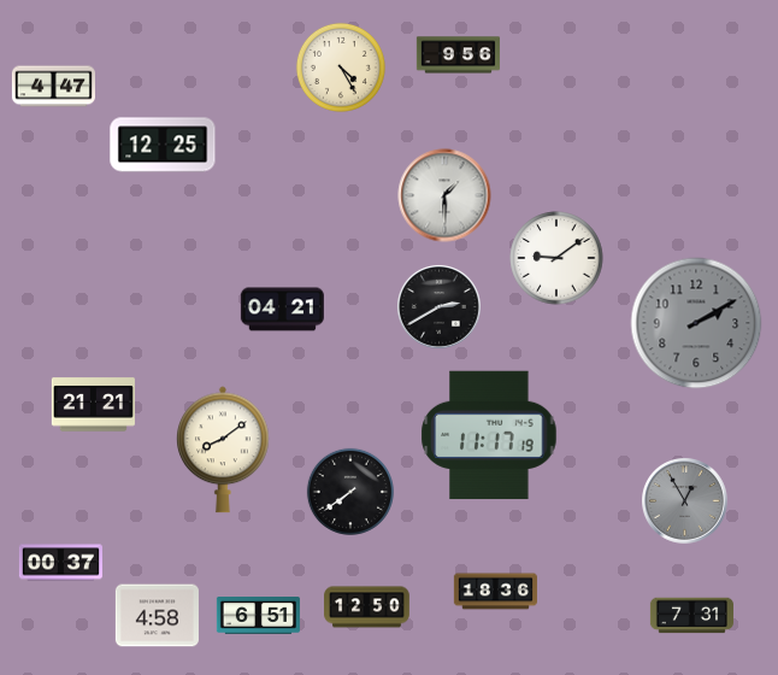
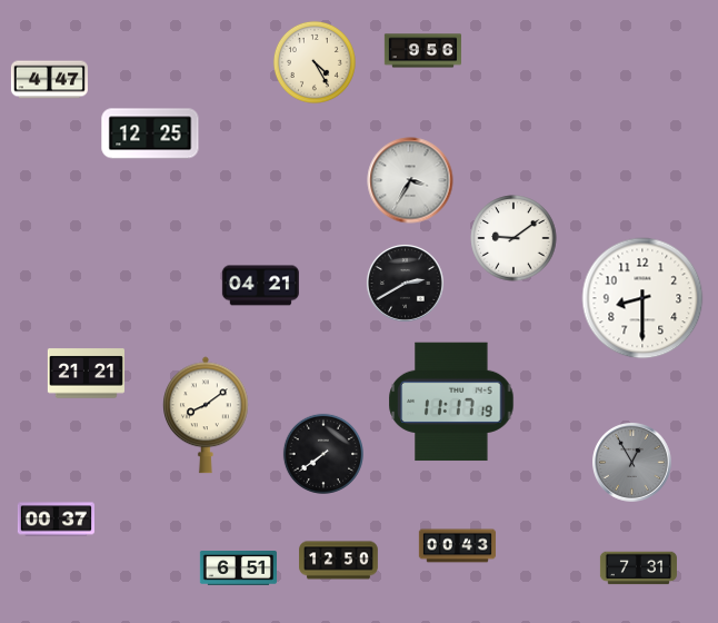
clock at (444, 195): 1:30 -> 3:35
clock at (696, 323): 2:10 -> 8:30
clock at (696, 323) dial: grey -> white
clock at (495, 592): 18:36 -> 00:43
clock at (157, 616): 4:58 -> none
